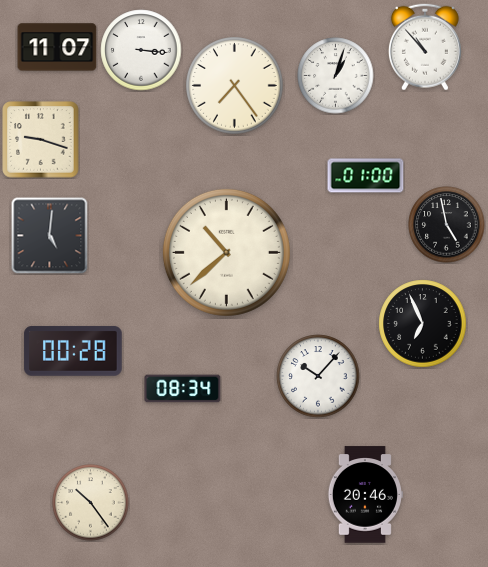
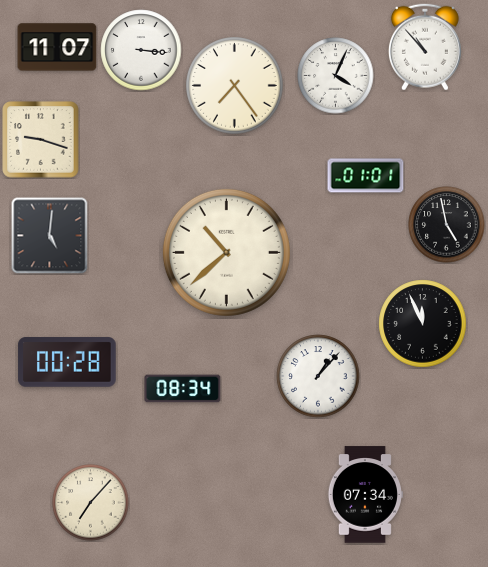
clock at (336, 76): 1:03 -> 4:04
clock at (366, 176): 01:00 -> 01:01
clock at (423, 324): 6:56 -> 11:56
clock at (73, 351) position: (73, 351) -> (67, 362)
clock at (318, 376): 10:07 -> 1:07
clock at (365, 495): 20:46 -> 07:34
clock at (91, 503): 10:24 -> 7:07
